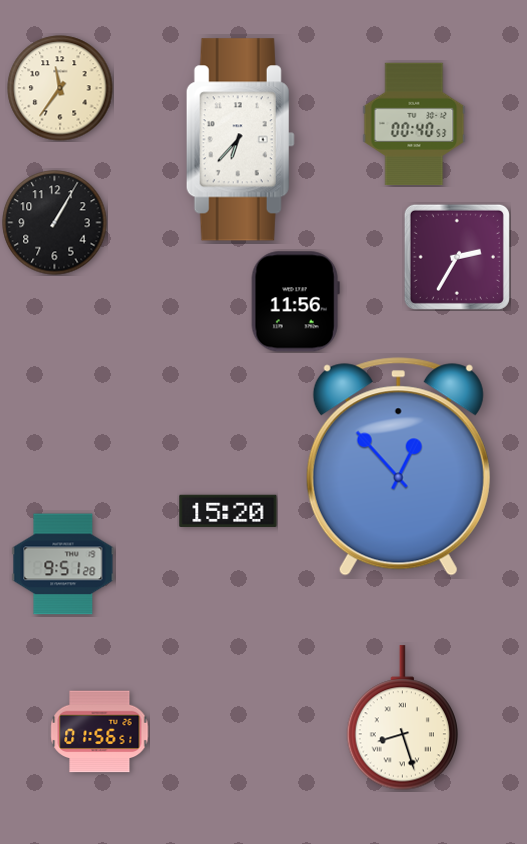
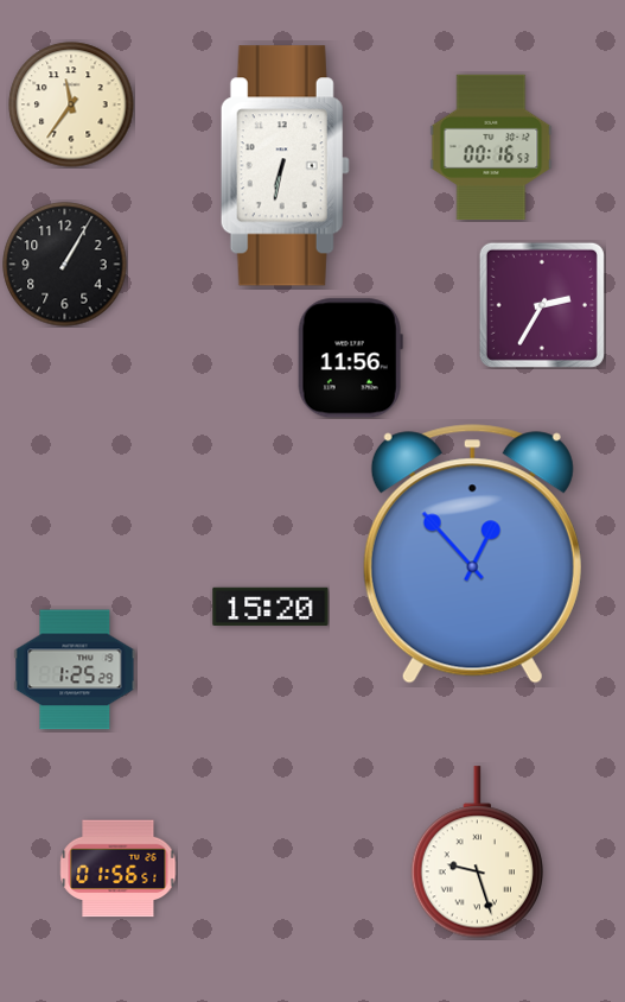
clock at (414, 124): 00:40 -> 00:16
clock at (240, 140): 6:37 -> 6:32
clock at (63, 564): 9:51 -> 1:25
clock at (402, 718): 8:27 -> 9:27
